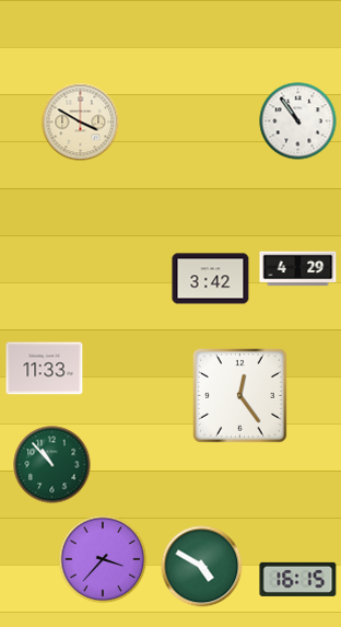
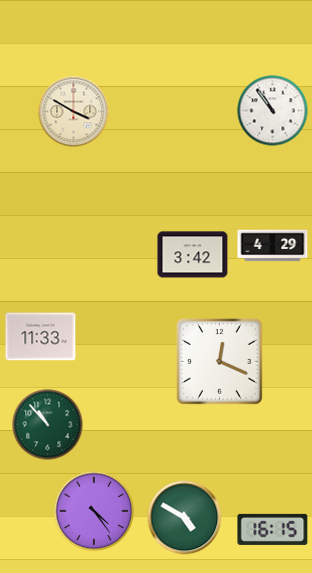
clock at (239, 395): 12:24 -> 12:19
clock at (103, 559): 3:37 -> 4:24
